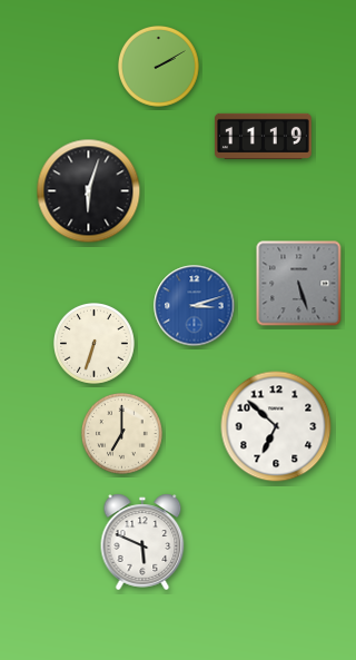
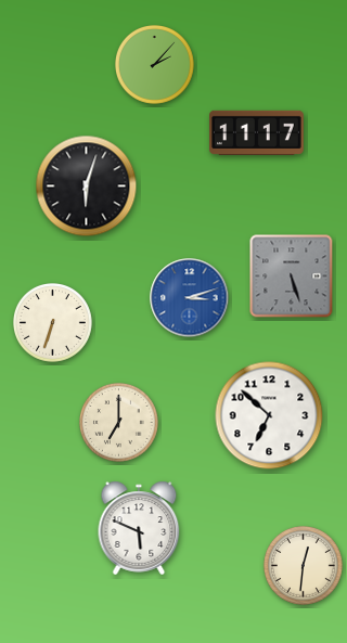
clock at (159, 67): 2:10 -> 2:07
clock at (264, 136): 11:19 -> 11:17
clock at (95, 344) position: (95, 344) -> (53, 323)
clock at (304, 566): none -> 12:31
